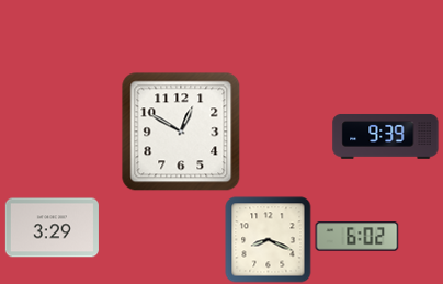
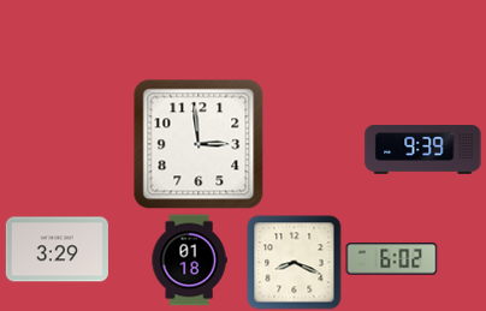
clock at (181, 132): 12:50 -> 2:59
clock at (189, 261): none -> 01:18
